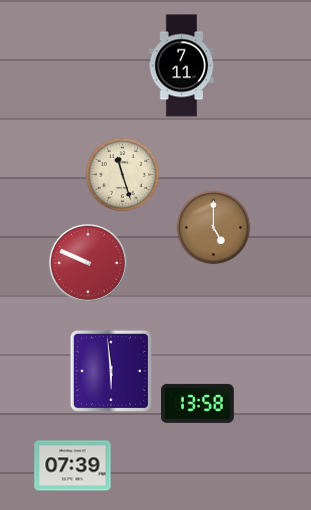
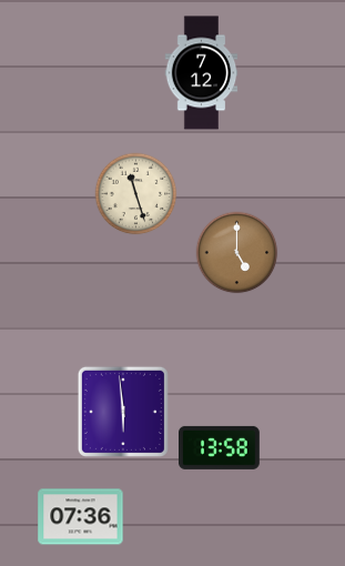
clock at (182, 66): 7:11 -> 7:12
clock at (88, 263): 9:49 -> none
clock at (73, 466): 07:39 -> 07:36
